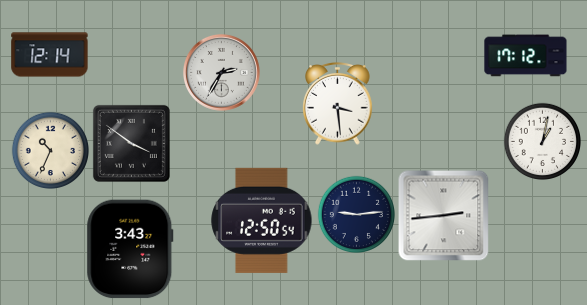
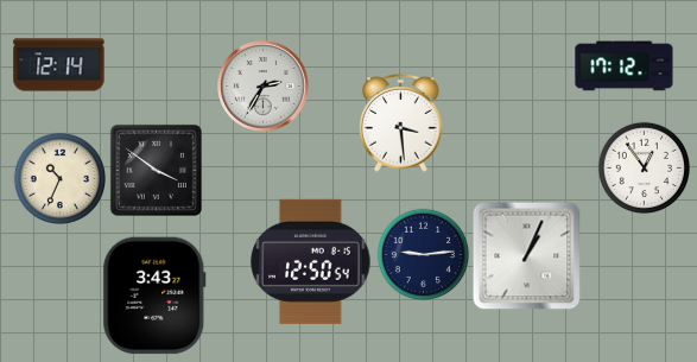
clock at (542, 141): 1:02 -> 12:54
clock at (443, 215): 2:44 -> 1:04
